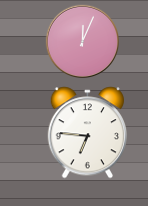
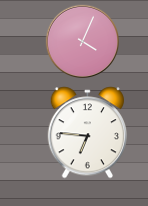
clock at (82, 41): 12:04 -> 4:04
